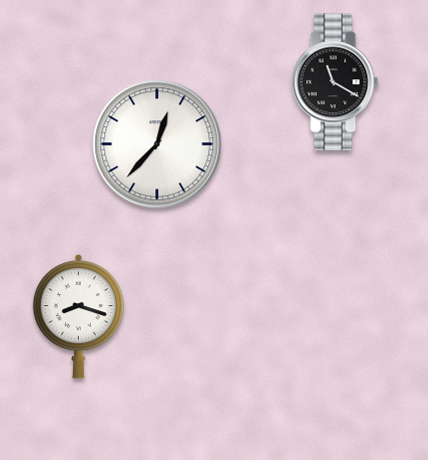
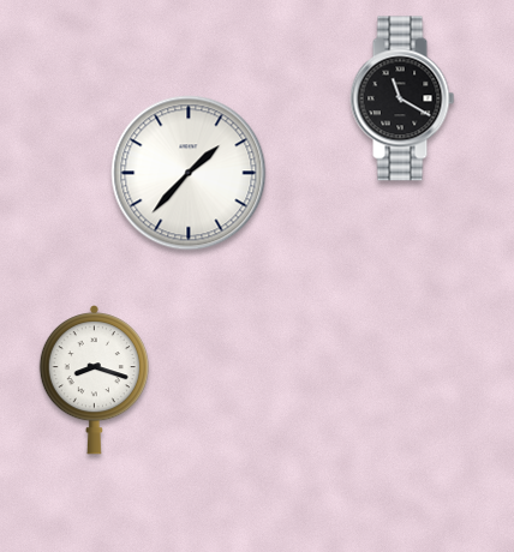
clock at (157, 144): 12:37 -> 1:37
